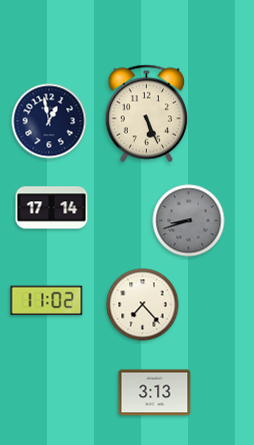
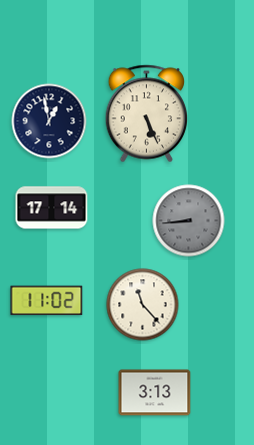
clock at (189, 221): 8:42 -> 8:44
clock at (143, 305): 7:23 -> 11:23
